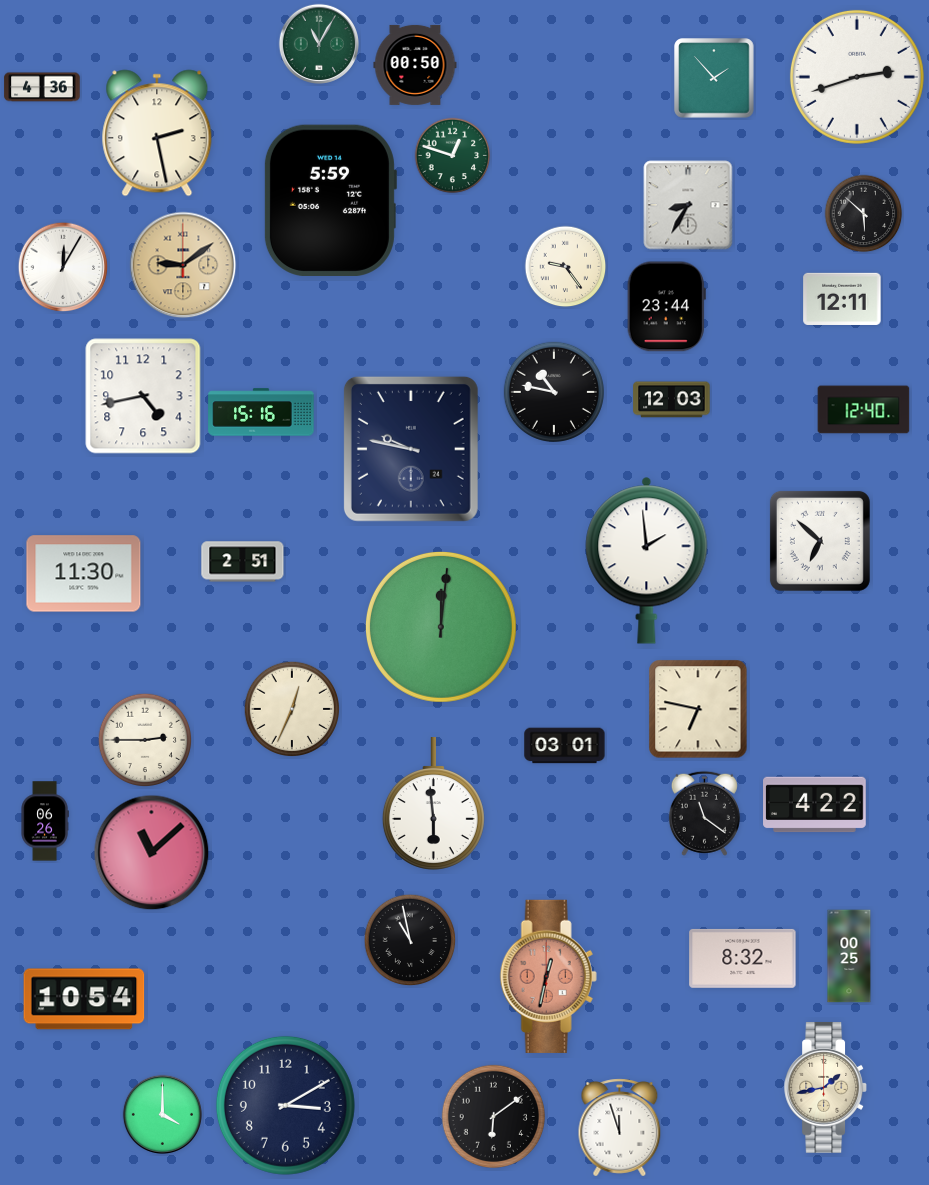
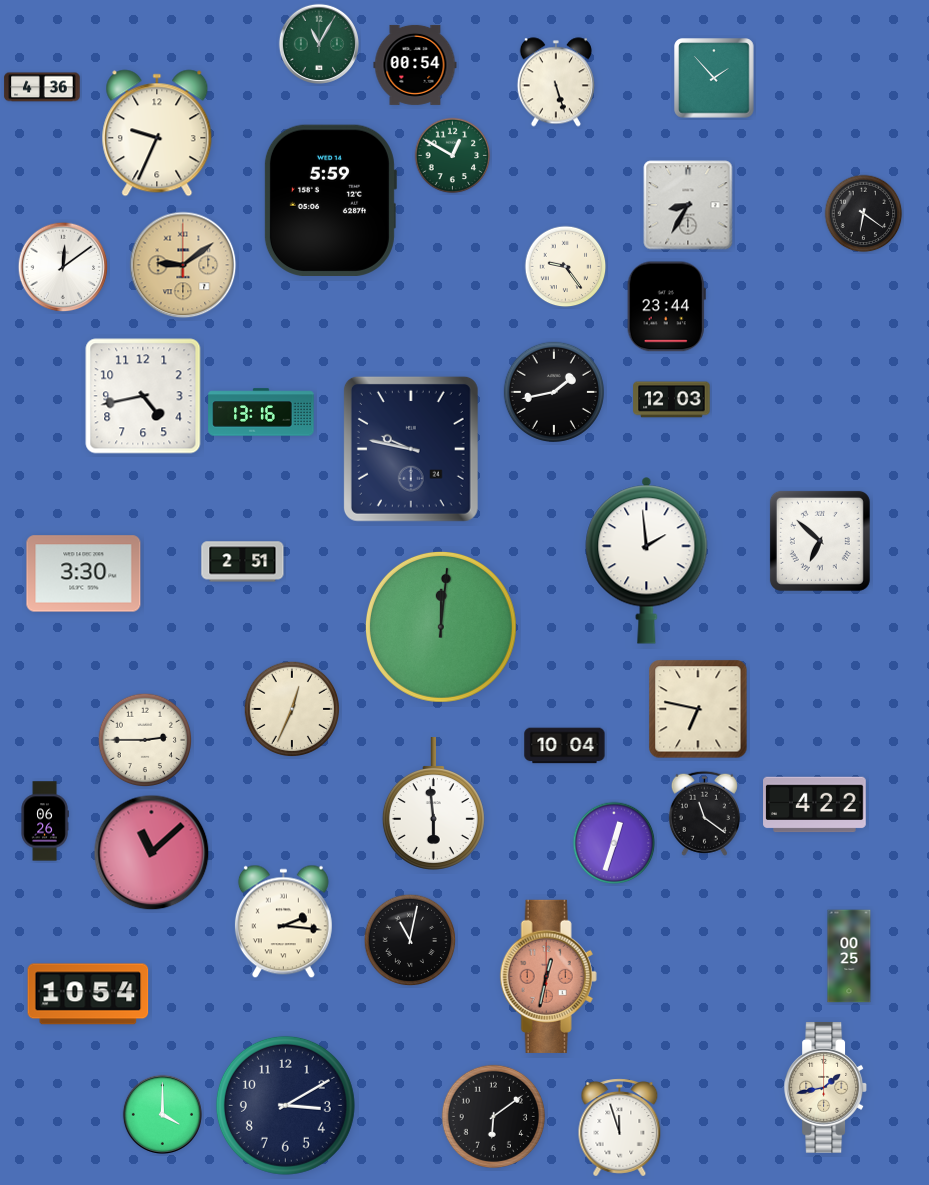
clock at (415, 65): 00:50 -> 00:54
clock at (857, 77): 2:42 -> none
clock at (556, 82): none -> 5:27
clock at (157, 133): 2:28 -> 9:34
clock at (453, 156): 12:48 -> 12:50
clock at (864, 214): 5:52 -> 6:21
clock at (63, 267): 12:05 -> 12:09
clock at (842, 299): 12:11 -> none
clock at (554, 392): 10:47 -> 1:43
clock at (864, 410): 12:40 -> none
clock at (261, 412): 15:16 -> 13:16
clock at (84, 574): 11:30 -> 3:30
clock at (565, 746): 03:01 -> 10:04
clock at (614, 843): none -> 12:33
clock at (283, 922): none -> 2:16
clock at (410, 940): 10:58 -> 11:02
clock at (743, 958): 8:32 -> none
clock at (84, 999) position: (84, 999) -> (88, 994)
